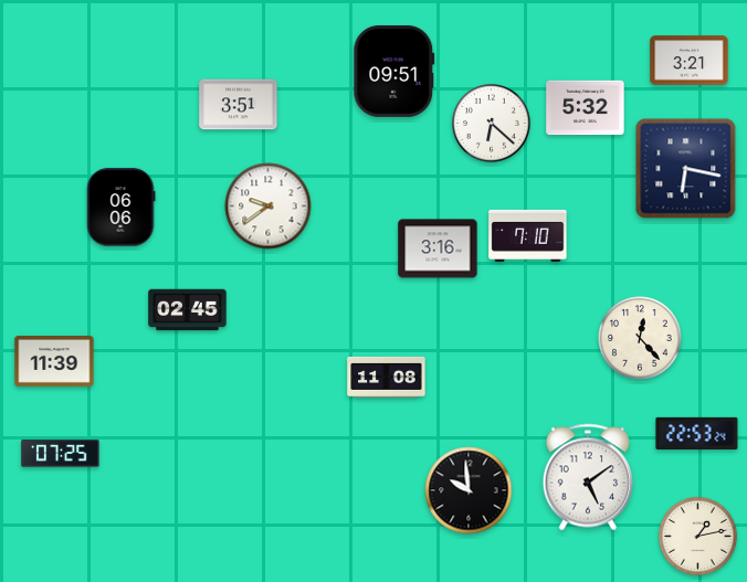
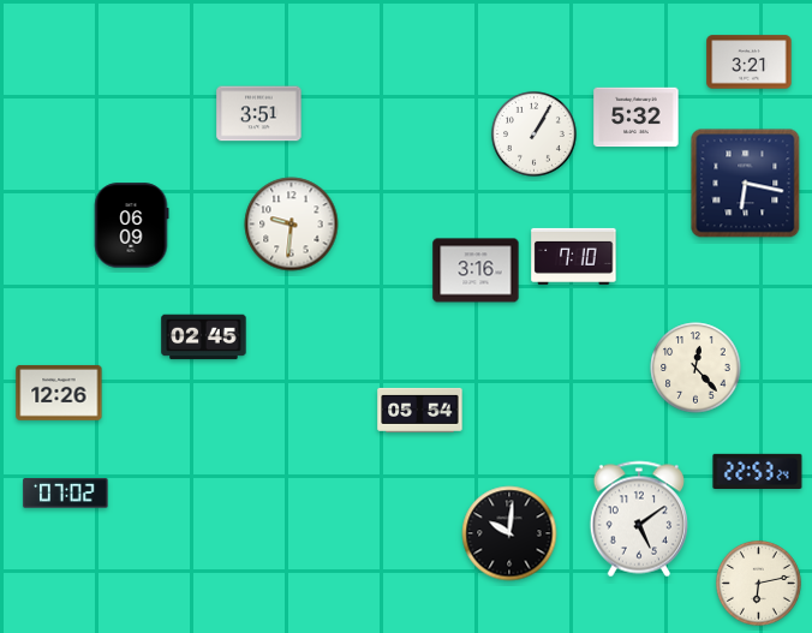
clock at (690, 61) position: (690, 61) -> (750, 62)
clock at (394, 71): 09:51 -> none
clock at (491, 123): 6:22 -> 1:05
clock at (269, 207): 9:39 -> 9:31
clock at (120, 208): 06:06 -> 06:09
clock at (54, 361): 11:39 -> 12:26
clock at (387, 377): 11:08 -> 05:54
clock at (61, 454): 07:25 -> 07:02
clock at (469, 490): 9:59 -> 10:01
clock at (697, 536): 1:13 -> 6:13
